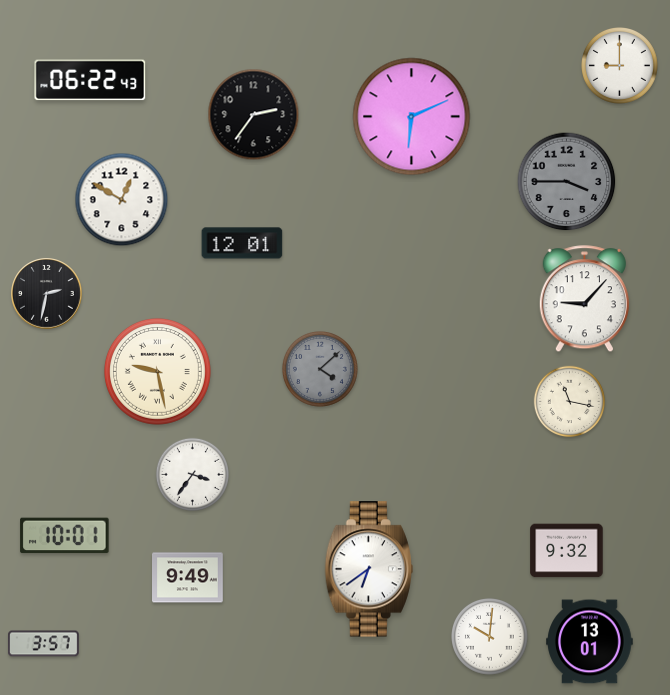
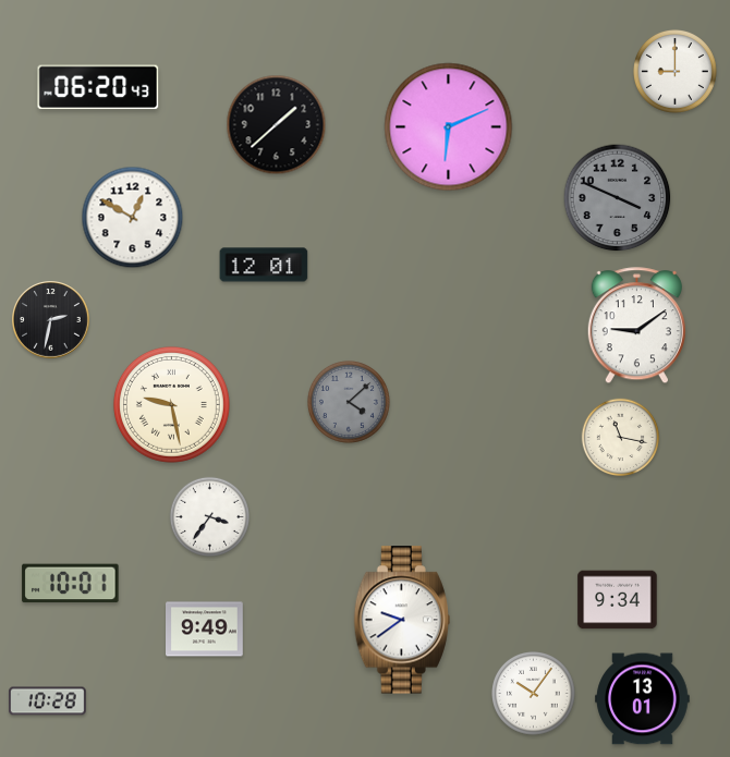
clock at (90, 80): 06:22 -> 06:20
clock at (254, 115): 2:36 -> 1:38
clock at (567, 182): 3:45 -> 3:49
clock at (584, 299): 9:07 -> 9:09
clock at (567, 551): 9:32 -> 9:34
clock at (369, 569): 6:39 -> 9:39
clock at (490, 637): 10:01 -> 10:06
clock at (44, 644): 3:57 -> 10:28
